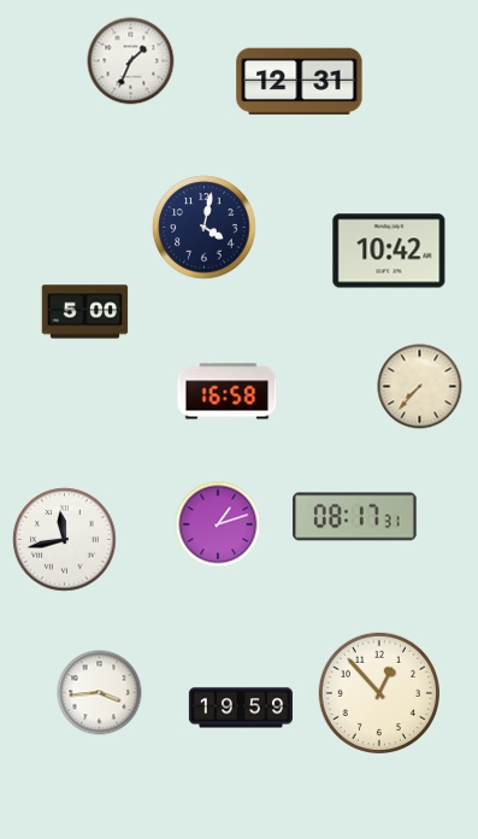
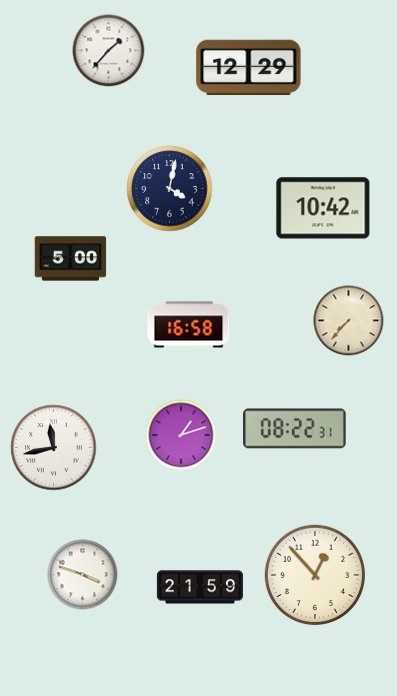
clock at (131, 61): 1:34 -> 1:37
clock at (300, 82): 12:31 -> 12:29
clock at (355, 517): 08:17 -> 08:22
clock at (100, 693): 3:44 -> 3:48
clock at (241, 708): 19:59 -> 21:59
